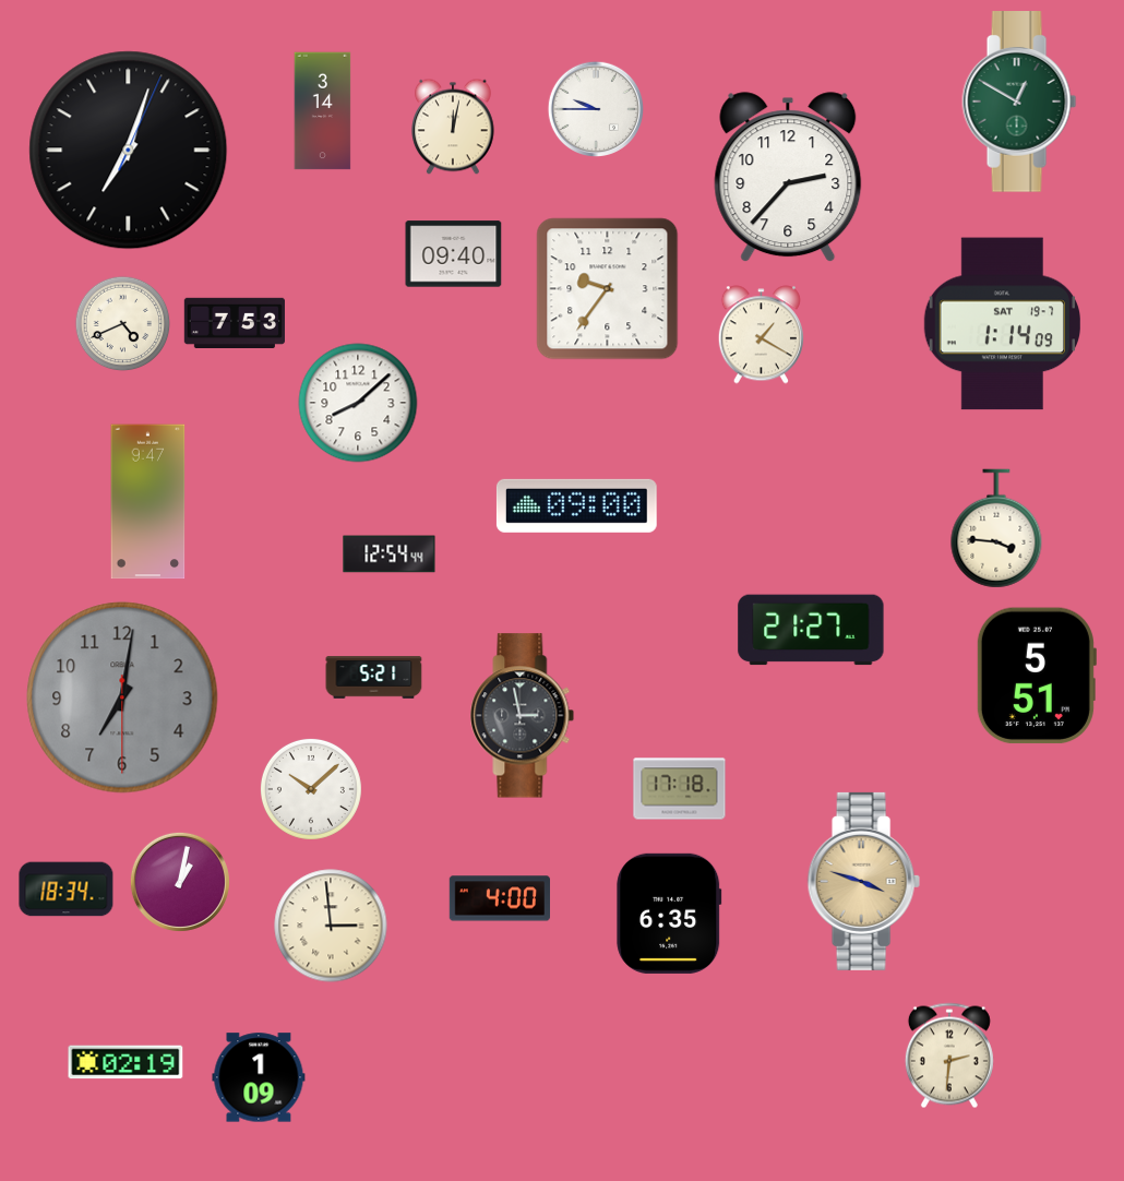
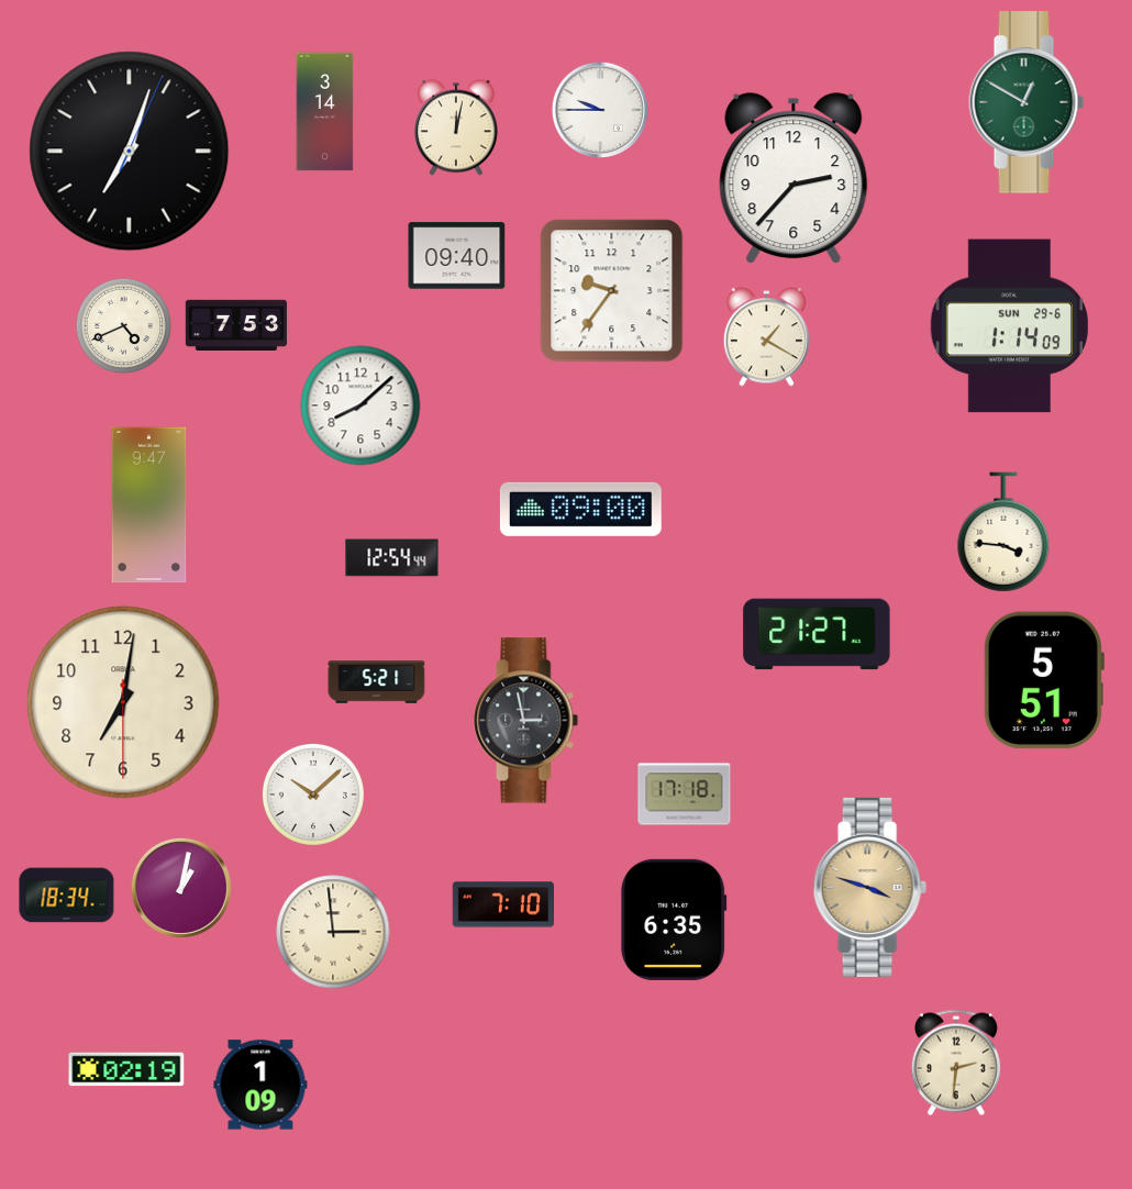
clock at (1002, 324) date: SAT 19-7 -> SUN 29-6
clock at (122, 697) dial: grey -> cream
clock at (499, 898): 4:00 -> 7:10
